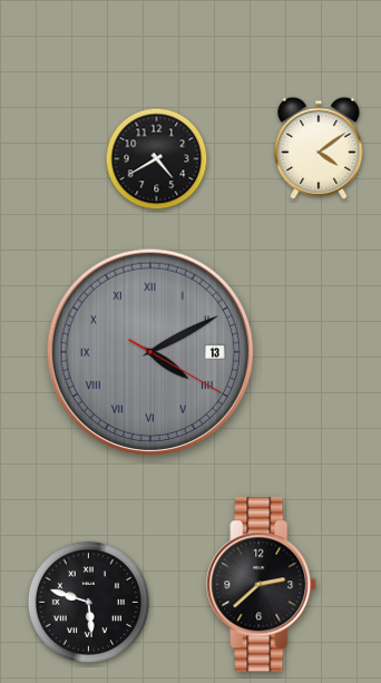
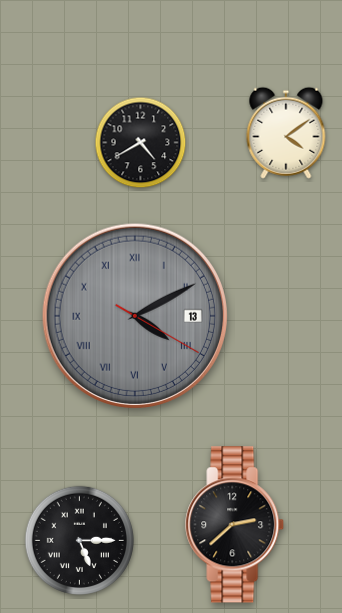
clock at (88, 602): 5:48 -> 5:15
